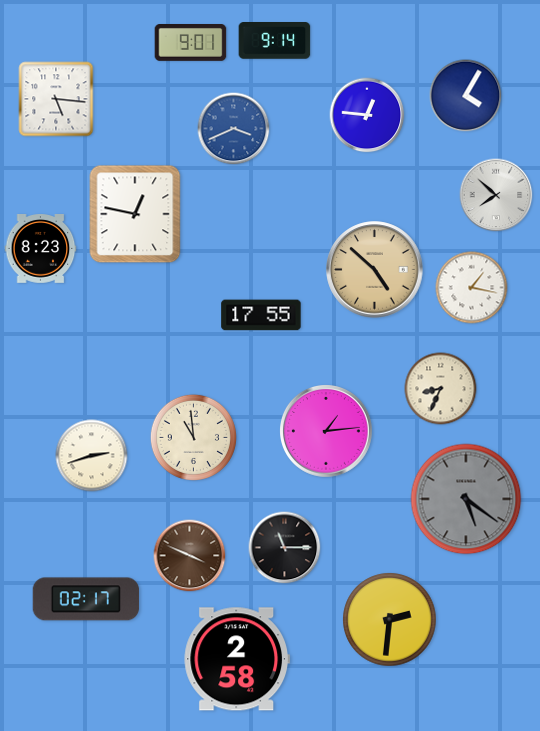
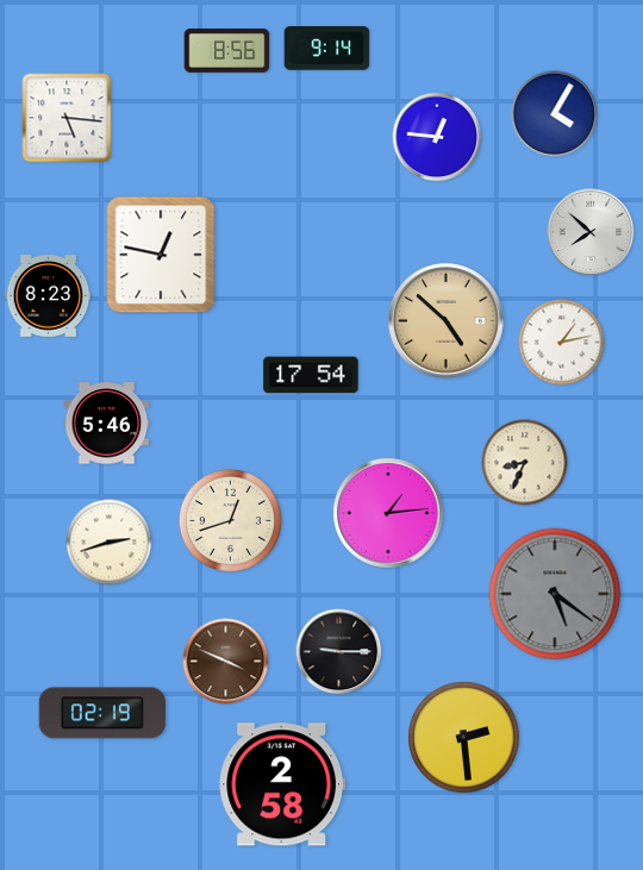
clock at (191, 43): 9:01 -> 8:56
clock at (234, 129): 3:41 -> none
clock at (472, 288): 1:17 -> 1:13
clock at (261, 315): 17:55 -> 17:54
clock at (107, 424): none -> 5:46
clock at (193, 437): 10:59 -> 12:42
clock at (285, 548): 11:15 -> 9:15
clock at (86, 599): 02:17 -> 02:19
clock at (390, 620): 2:31 -> 2:29
